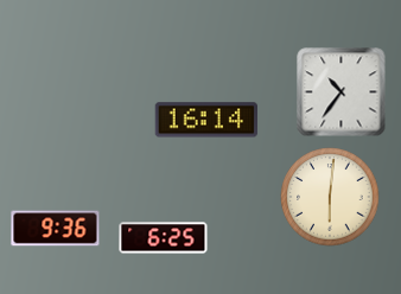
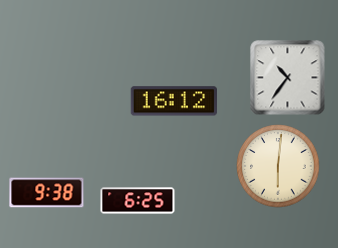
clock at (205, 120): 16:14 -> 16:12
clock at (56, 229): 9:36 -> 9:38
